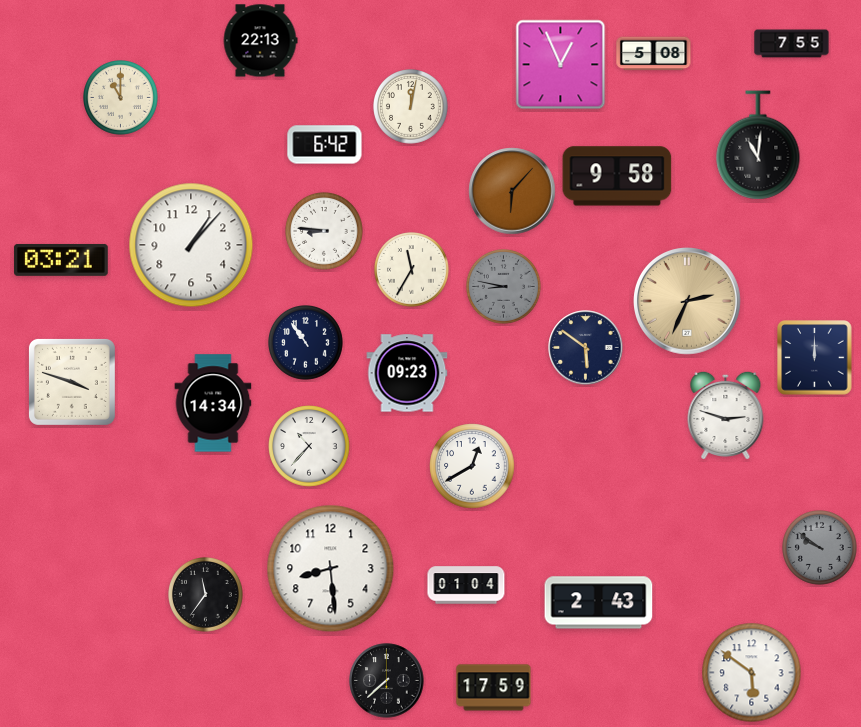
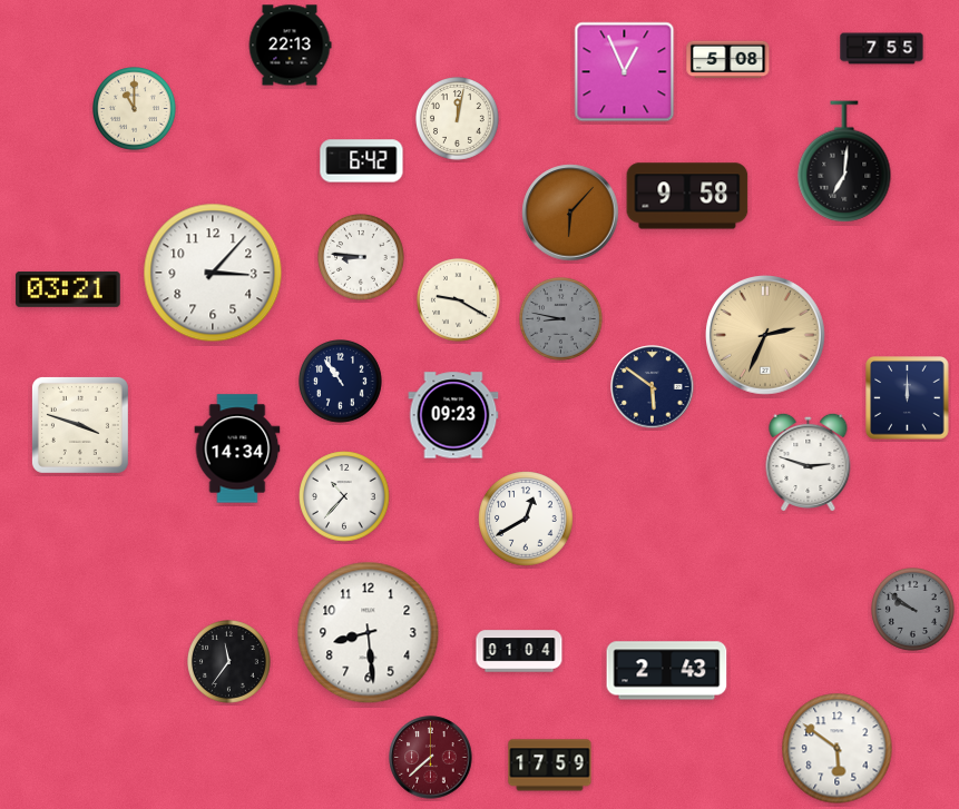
clock at (758, 145): 11:01 -> 7:01
clock at (191, 245): 1:07 -> 3:07
clock at (412, 270): 11:35 -> 9:20
clock at (387, 681) dial: black -> burgundy
